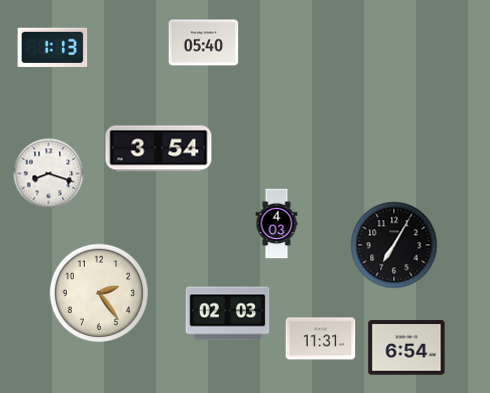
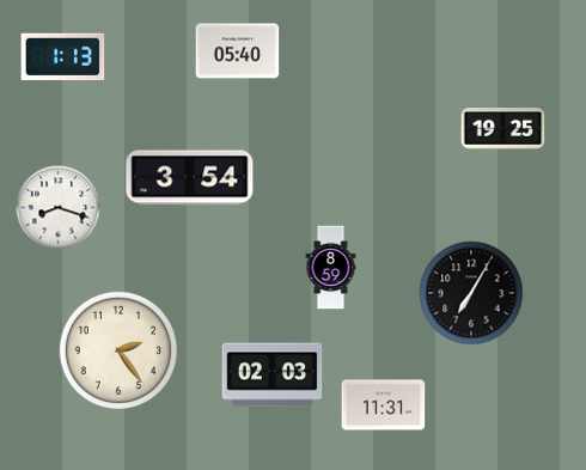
clock at (204, 43) position: (204, 43) -> (238, 51)
clock at (503, 129): none -> 19:25
clock at (277, 224): 4:03 -> 8:59
clock at (407, 348): 6:54 -> none
